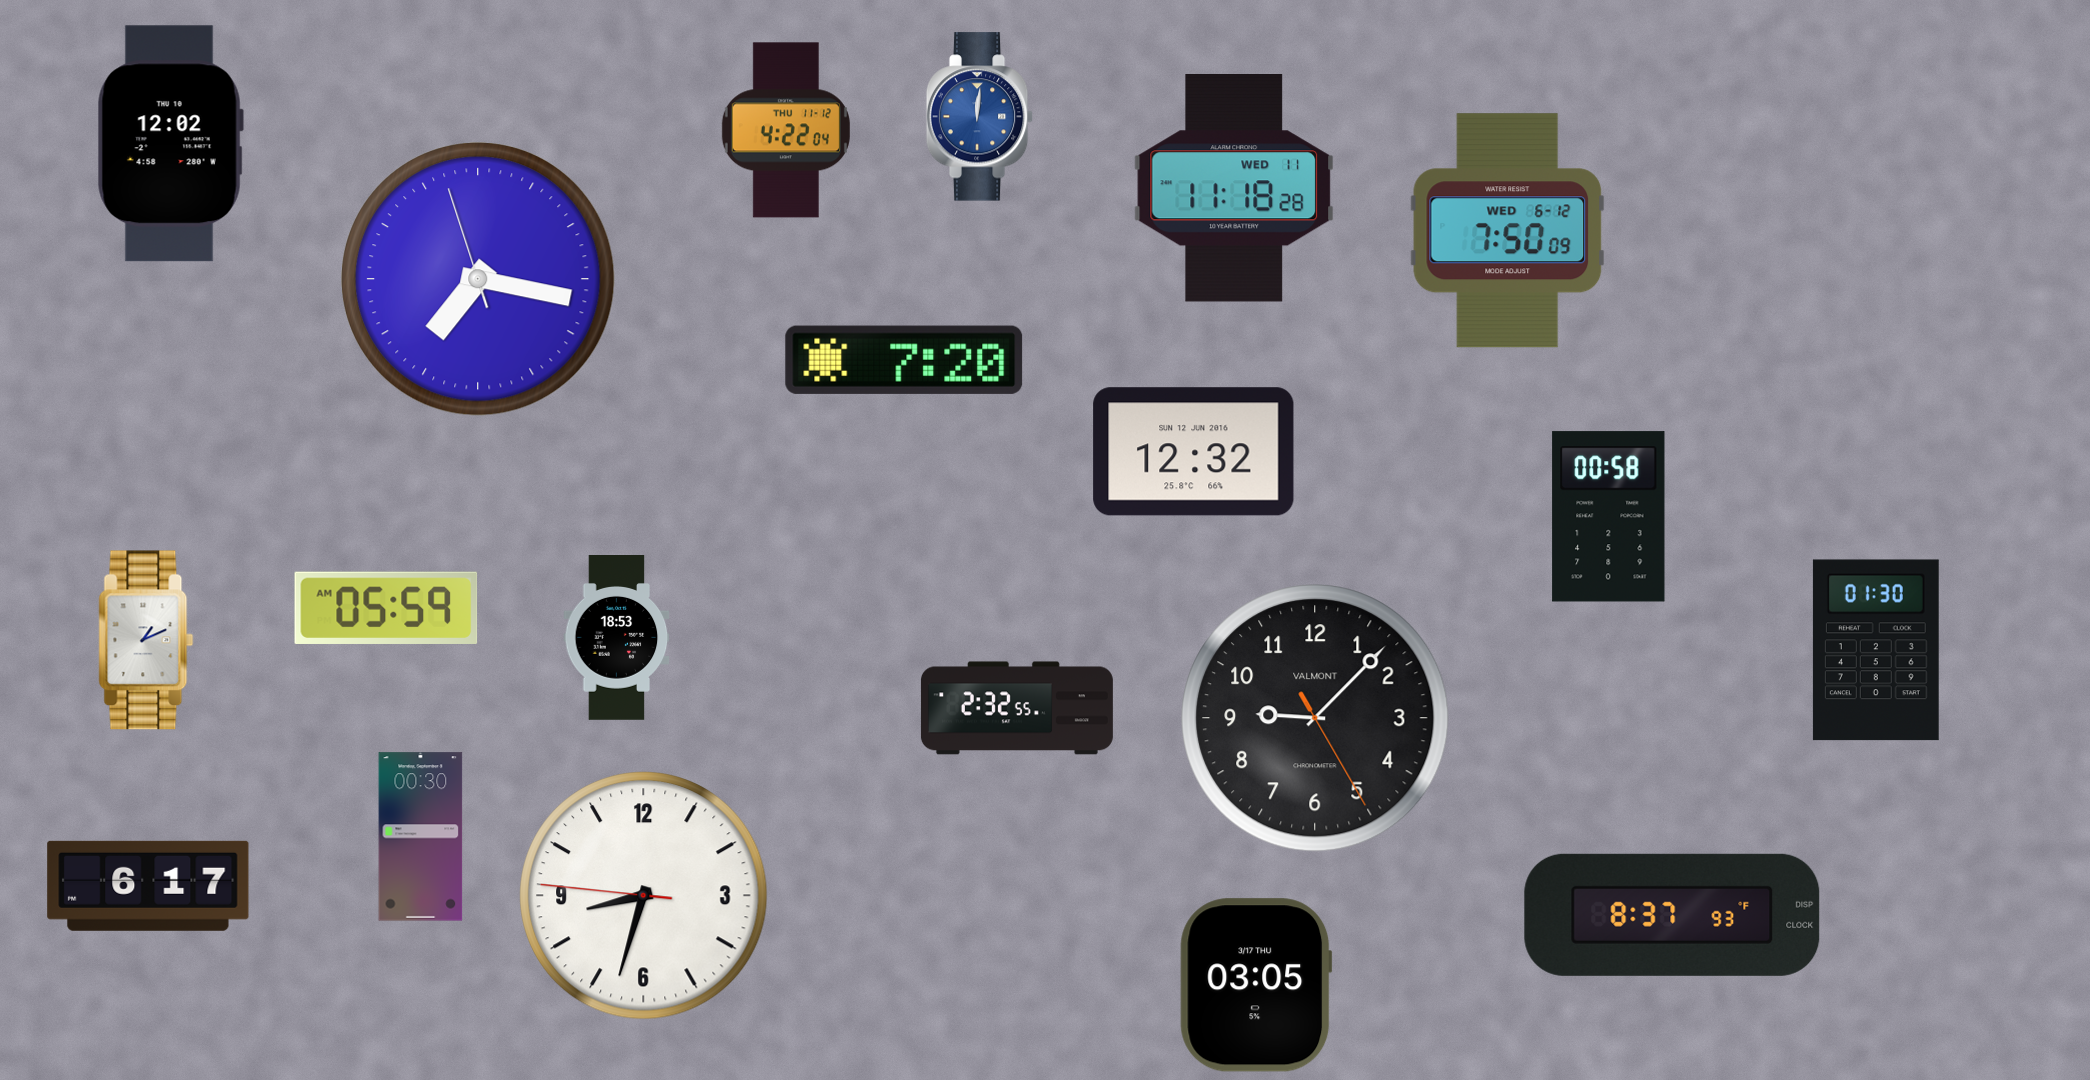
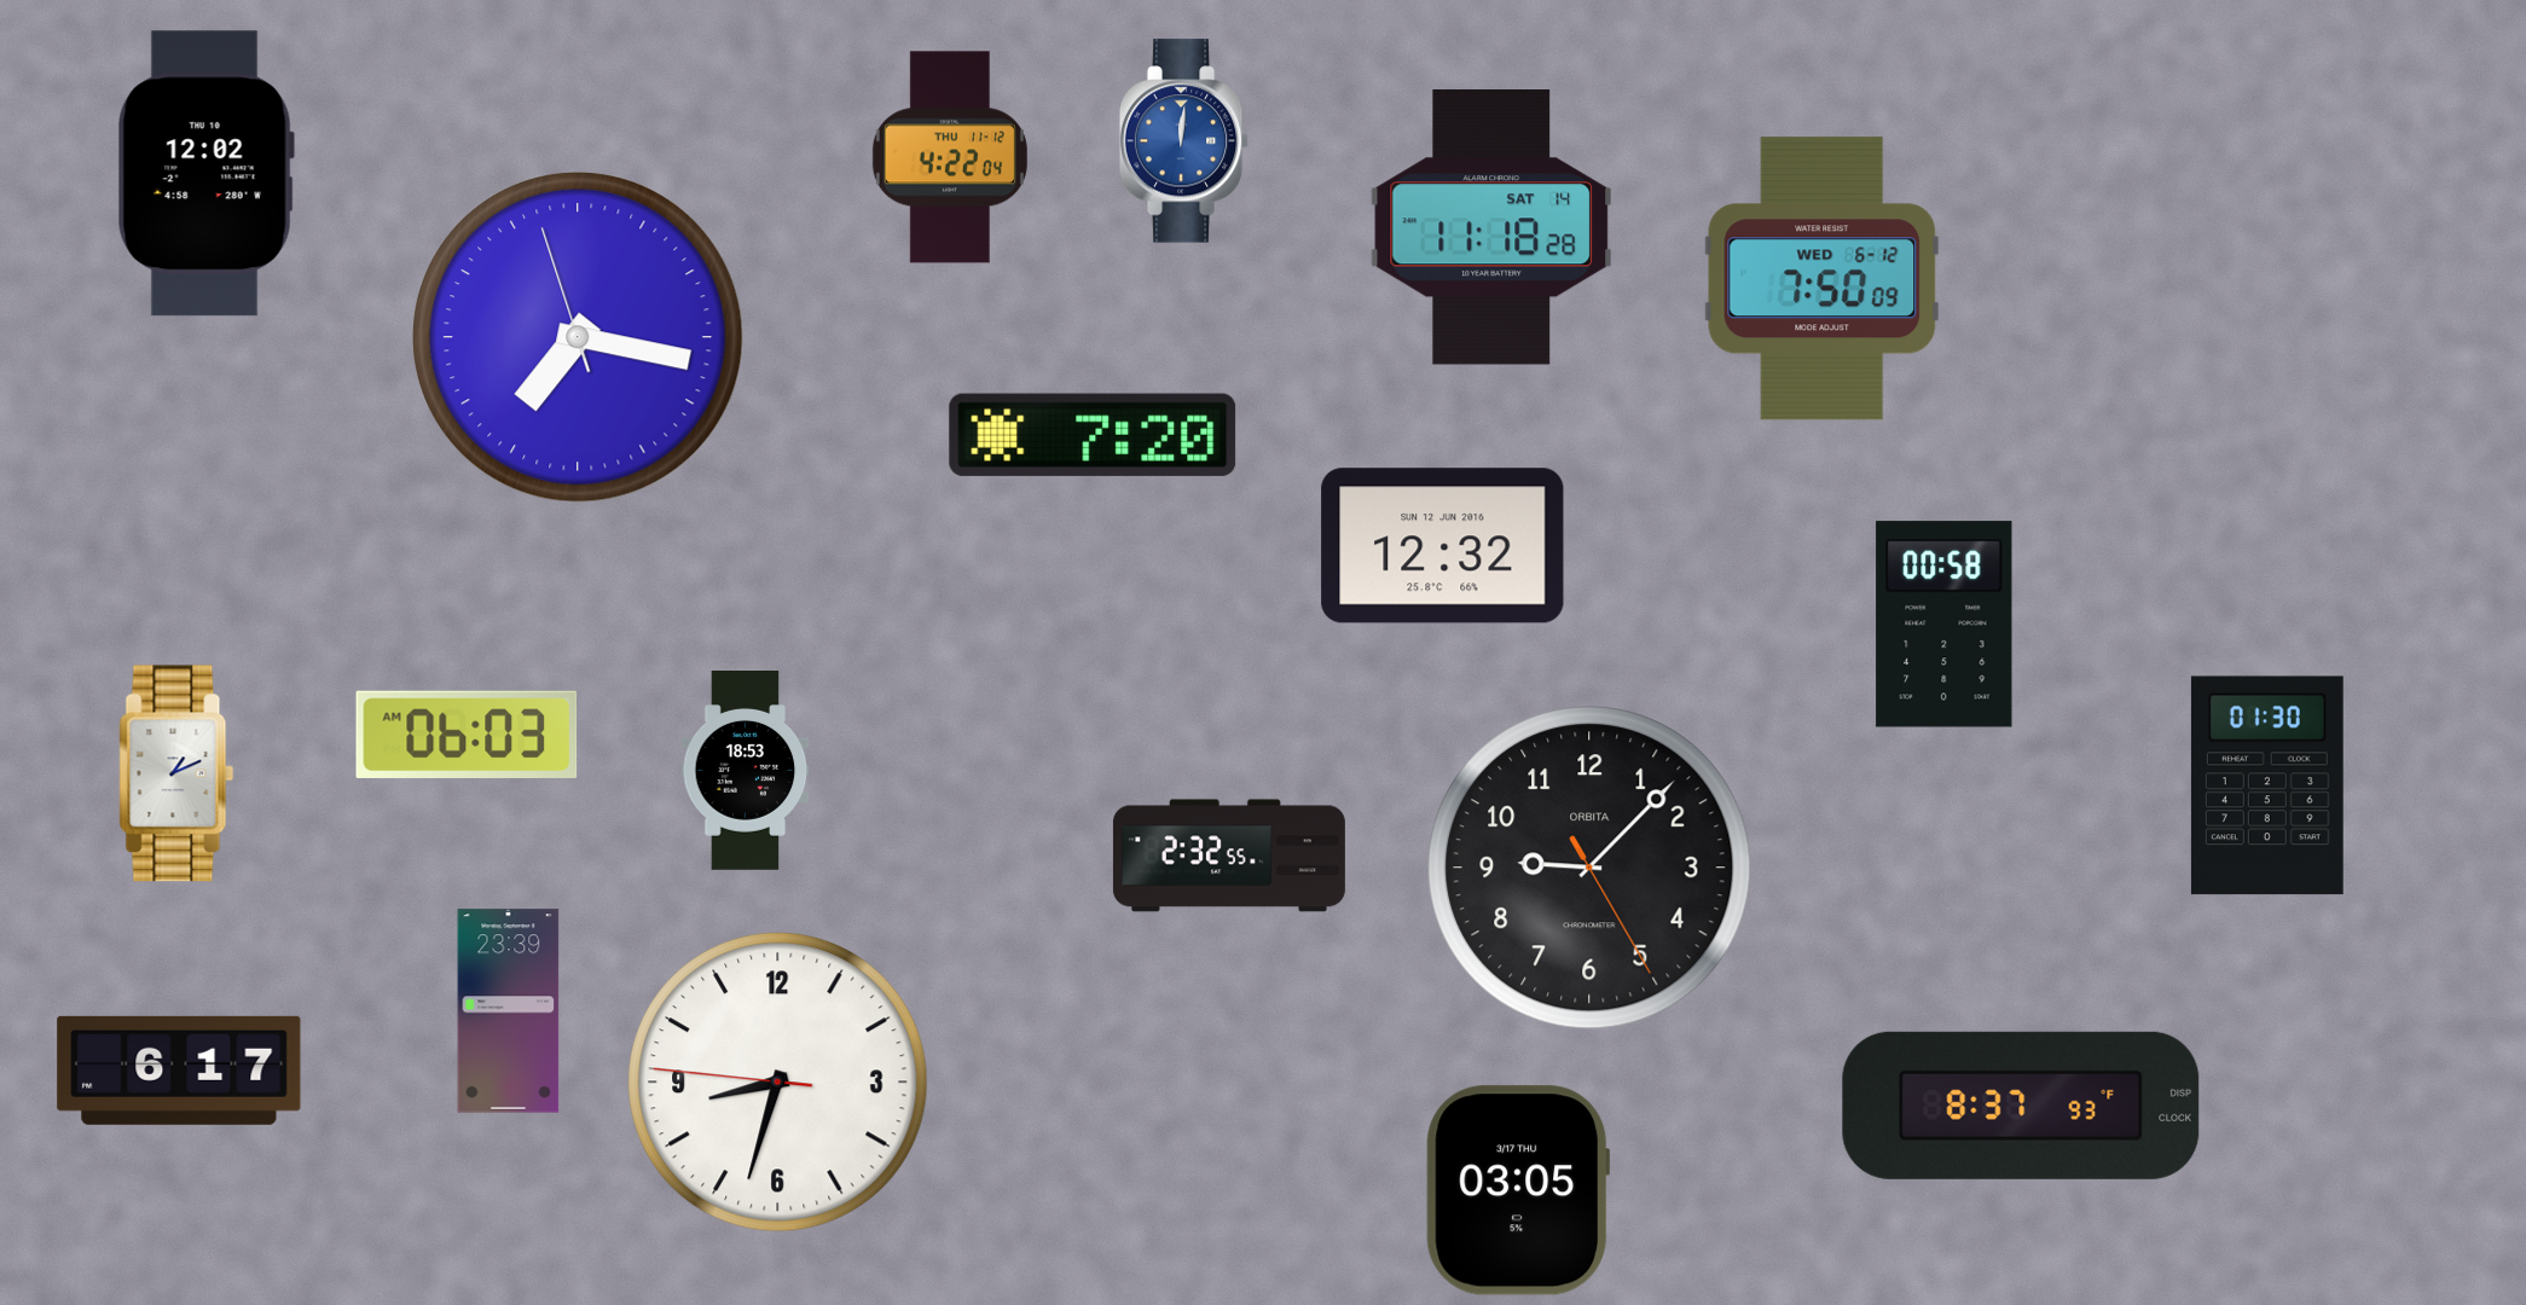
clock at (1234, 189) date: WED 11 -> SAT 14
clock at (386, 608): 05:59 -> 06:03
clock at (1315, 718) brand: VALMONT -> ORBITA
clock at (421, 837): 00:30 -> 23:39
